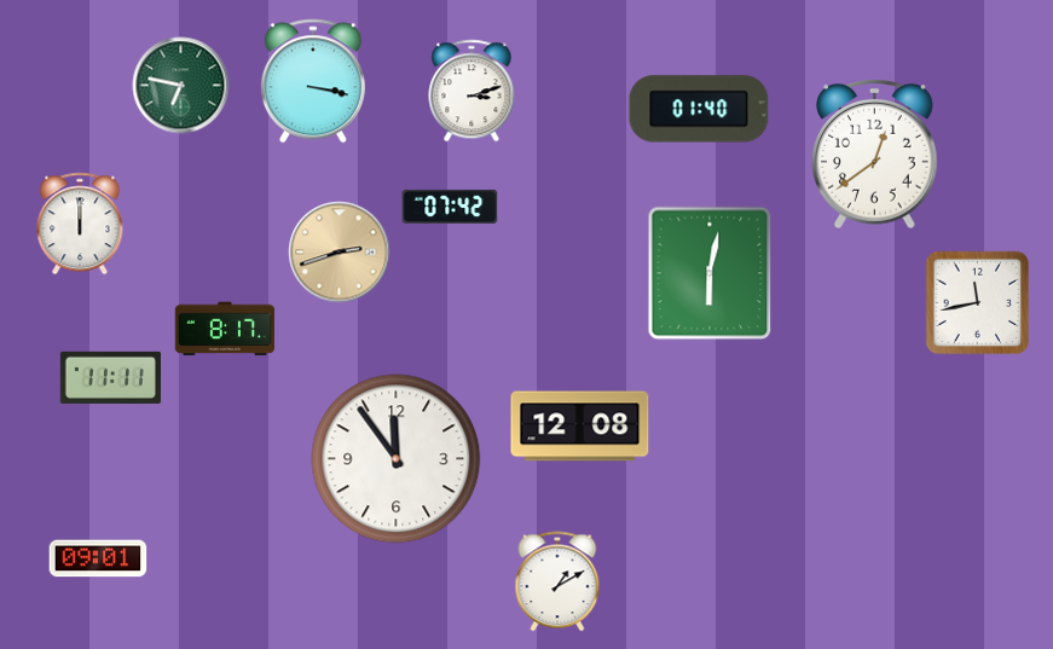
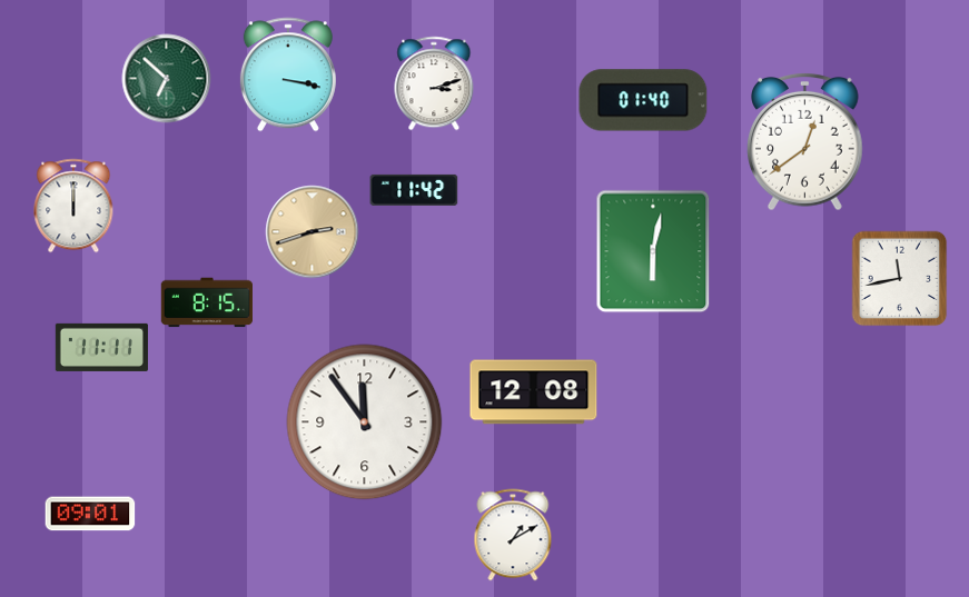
clock at (181, 86): 6:47 -> 6:52
clock at (450, 207): 07:42 -> 11:42
clock at (224, 329): 8:17 -> 8:15
